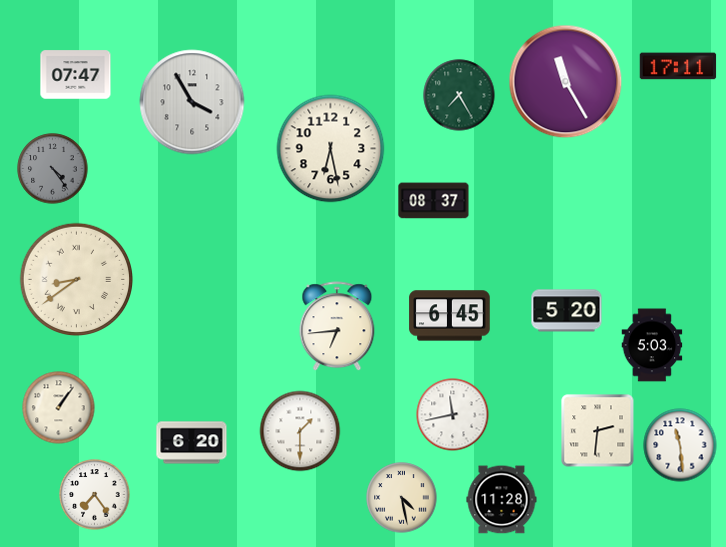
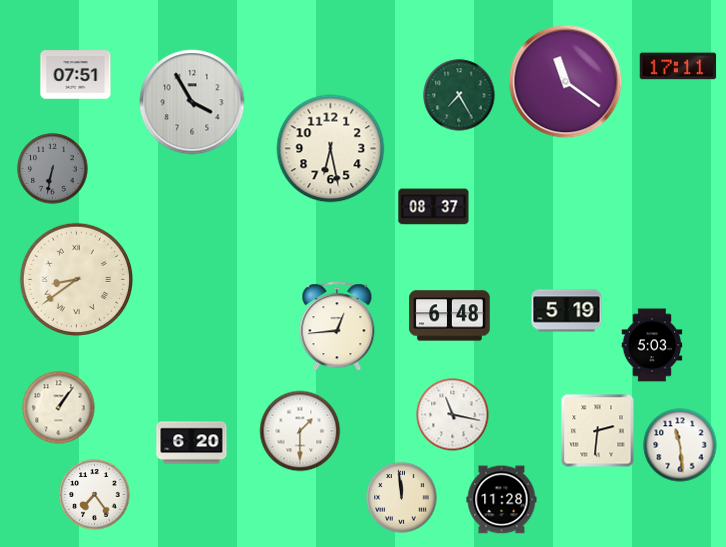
clock at (76, 75): 07:47 -> 07:51
clock at (566, 82): 11:25 -> 11:21
clock at (53, 169): 4:24 -> 6:32
clock at (434, 201) position: (434, 201) -> (434, 207)
clock at (567, 311): 5:20 -> 5:19
clock at (450, 316): 6:45 -> 6:48
clock at (337, 327): 6:44 -> 12:44
clock at (453, 415): 11:43 -> 11:17
clock at (402, 498): 4:28 -> 11:59
